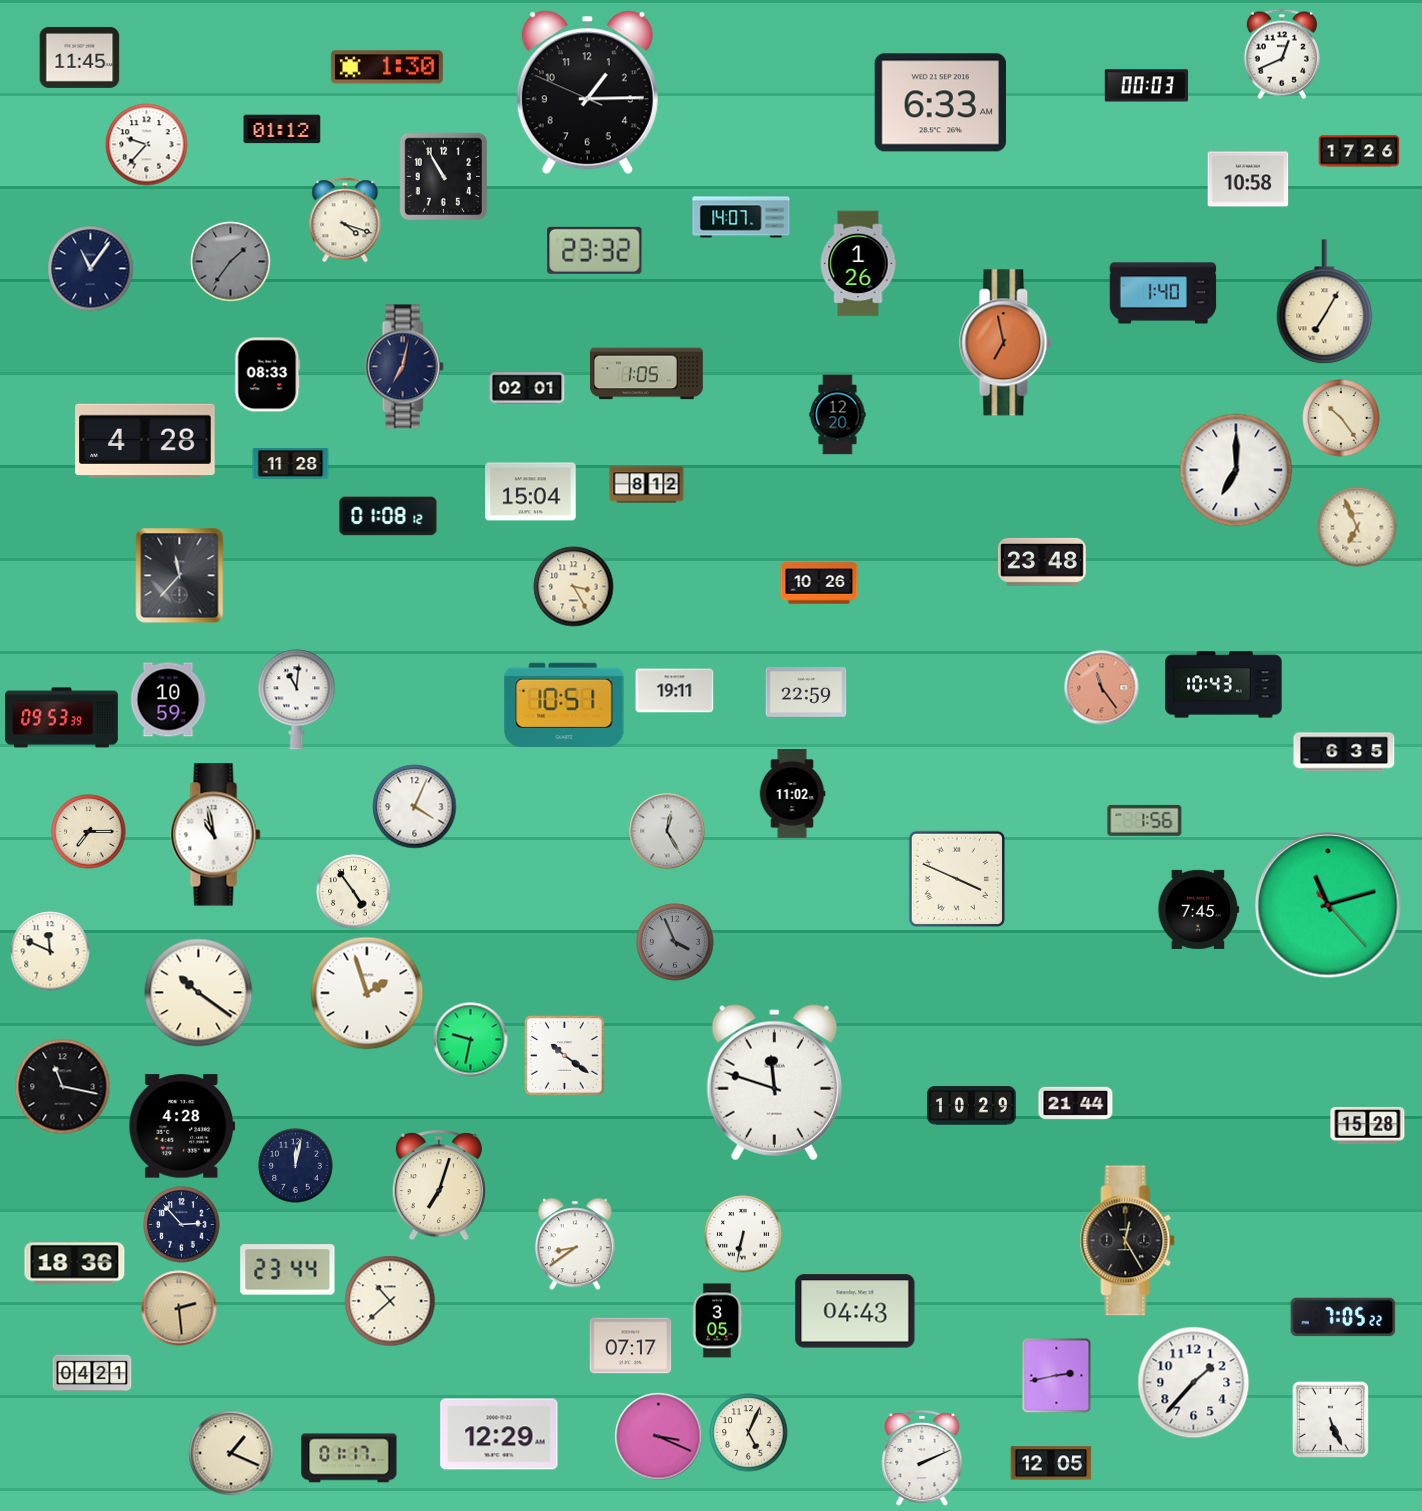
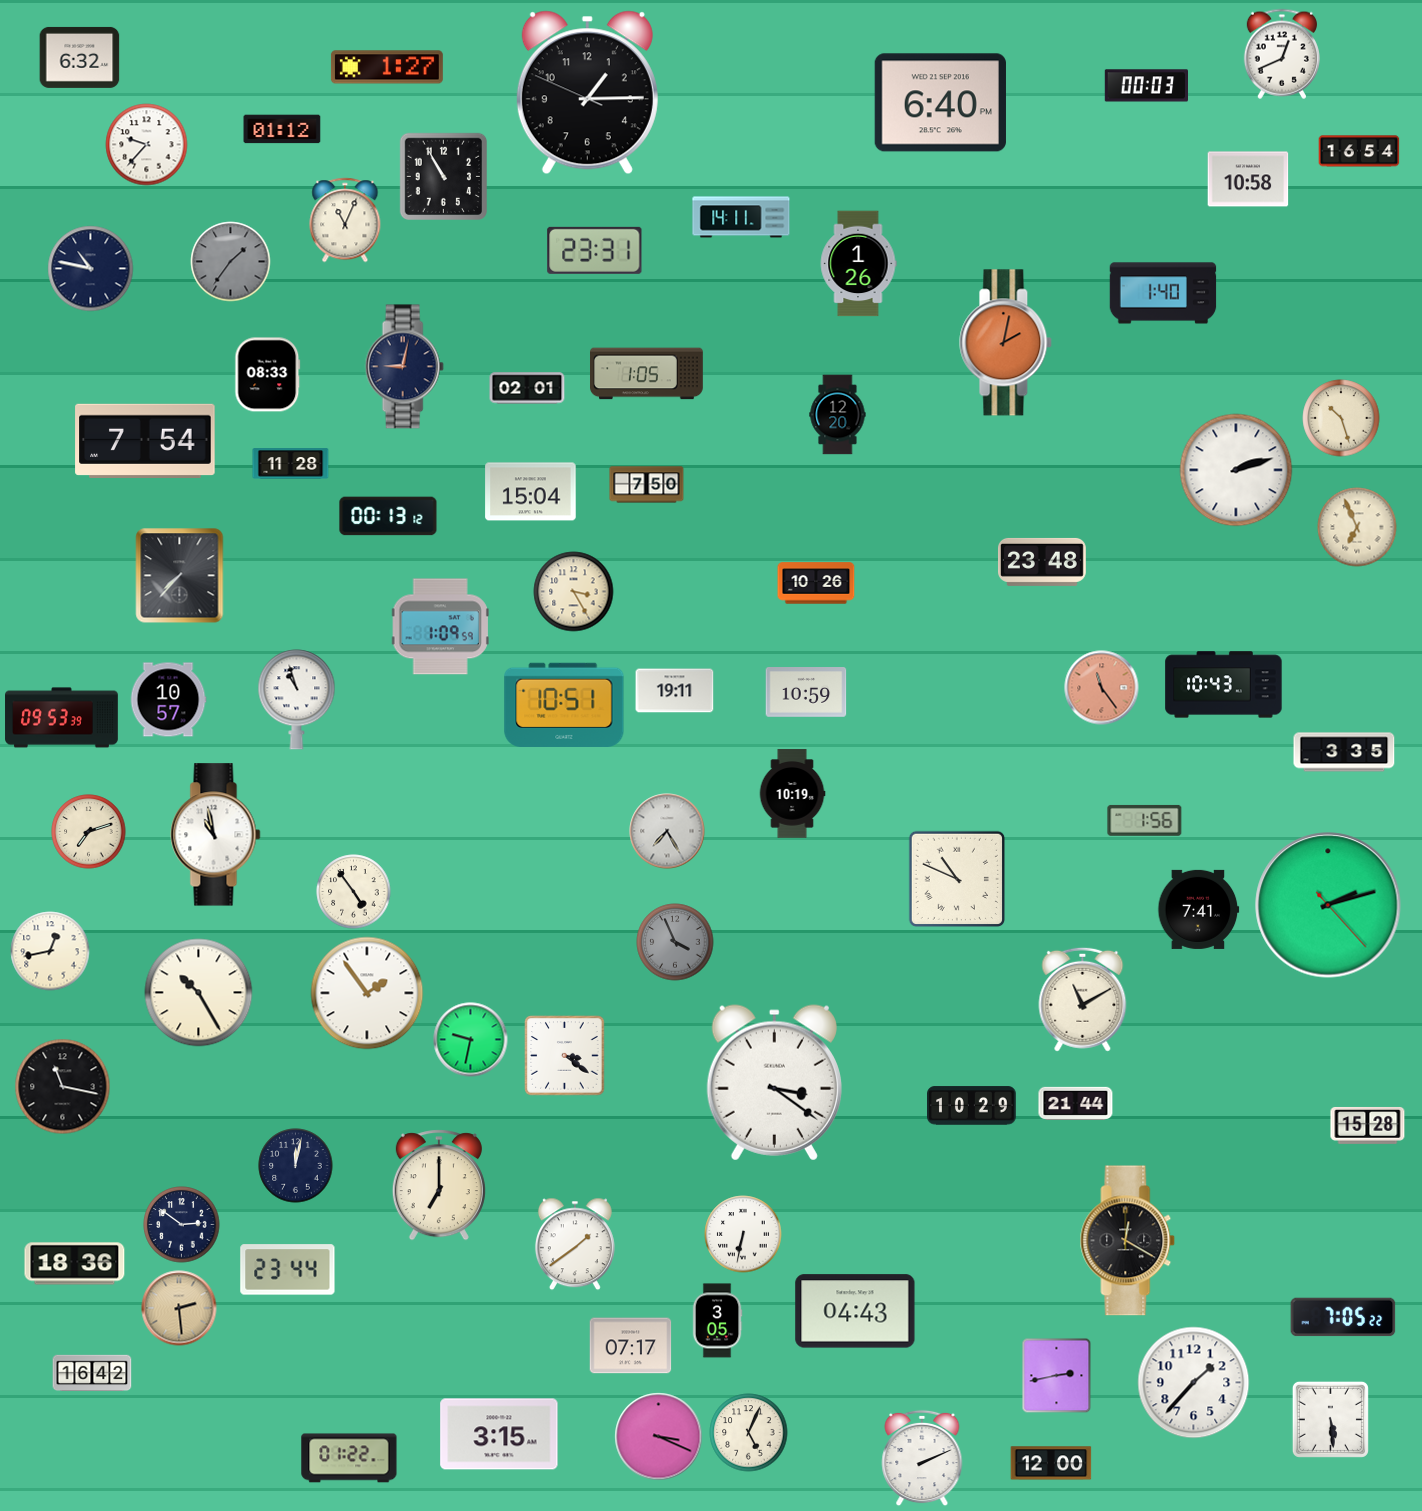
clock at (80, 57): 11:45 -> 6:32
clock at (387, 67): 1:30 -> 1:27
clock at (940, 103): 6:33 -> 6:40
clock at (1359, 151): 17:26 -> 16:54
clock at (741, 217): 14:07 -> 14:11
clock at (345, 220): 4:18 -> 11:04
clock at (595, 250): 23:32 -> 23:31
clock at (91, 269): 11:06 -> 10:47
clock at (1325, 302): 7:05 -> none
clock at (1006, 343): 6:58 -> 2:02
clock at (404, 367): 7:02 -> 9:02
clock at (1341, 418): 10:24 -> 10:27
clock at (145, 441): 4:28 -> 7:54
clock at (1236, 470): 7:00 -> 2:12
clock at (647, 485): 8:12 -> 7:50
clock at (388, 516): 01:08 -> 00:13
clock at (180, 576): 11:37 -> 7:37
clock at (819, 583) position: (819, 583) -> (816, 583)
clock at (574, 587) position: (574, 587) -> (574, 592)
clock at (440, 627): none -> 1:09
clock at (806, 693): 22:59 -> 10:59
clock at (168, 700): 10:59 -> 10:57
clock at (297, 700): 11:01 -> 10:57
clock at (1344, 752): 6:35 -> 3:35
clock at (792, 794): 11:02 -> 10:19
clock at (415, 807): 4:04 -> none
clock at (667, 831): 12:25 -> 7:25
clock at (89, 832): 7:15 -> 7:12
clock at (956, 878): 3:49 -> 10:49
clock at (1328, 905): 11:12 -> 2:12
clock at (1199, 909): 7:45 -> 7:41
clock at (50, 951): 11:49 -> 12:43
clock at (199, 993): 10:21 -> 10:25
clock at (367, 993): 1:57 -> 1:54
clock at (1083, 999): none -> 11:10
clock at (565, 1056): 10:21 -> 3:21
clock at (774, 1083): 11:48 -> 3:21
clock at (182, 1126): 4:28 -> none
clock at (439, 1185): 7:03 -> 7:00
clock at (182, 1225): 2:53 -> 2:51
clock at (1128, 1241): 12:25 -> 12:20
clock at (575, 1244): 8:39 -> 1:39
clock at (390, 1301): 10:38 -> none
clock at (92, 1373): 04:21 -> 16:42
clock at (1330, 1419): 5:26 -> 5:29
clock at (499, 1434): 12:29 -> 3:15
clock at (231, 1453): 1:19 -> none
clock at (349, 1458): 01:17 -> 01:22
clock at (1051, 1463): 12:05 -> 12:00
